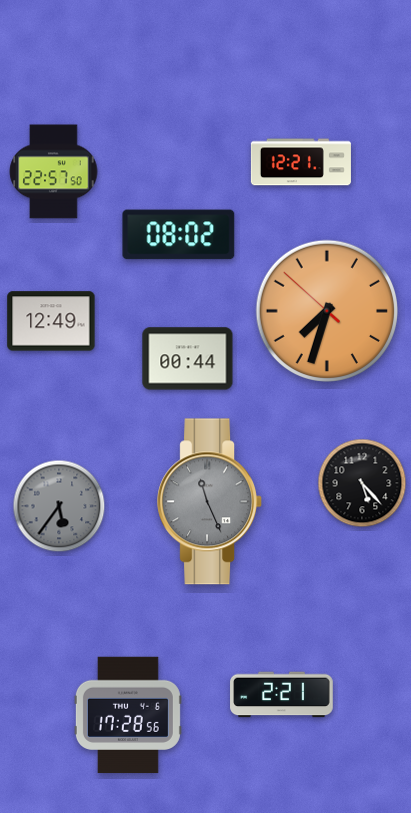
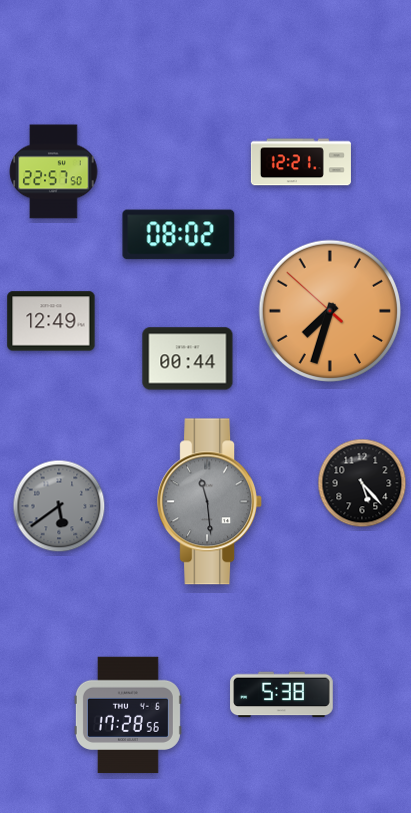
clock at (326, 310) position: (326, 310) -> (329, 310)
clock at (210, 502): 11:26 -> 11:29
clock at (59, 506): 5:36 -> 5:39
clock at (282, 695): 2:21 -> 5:38
